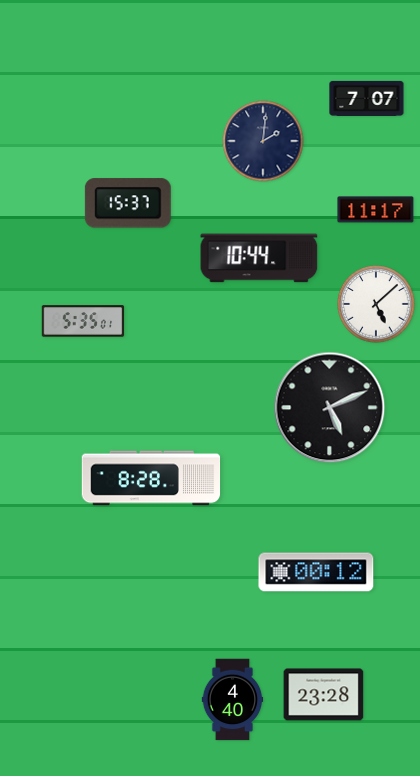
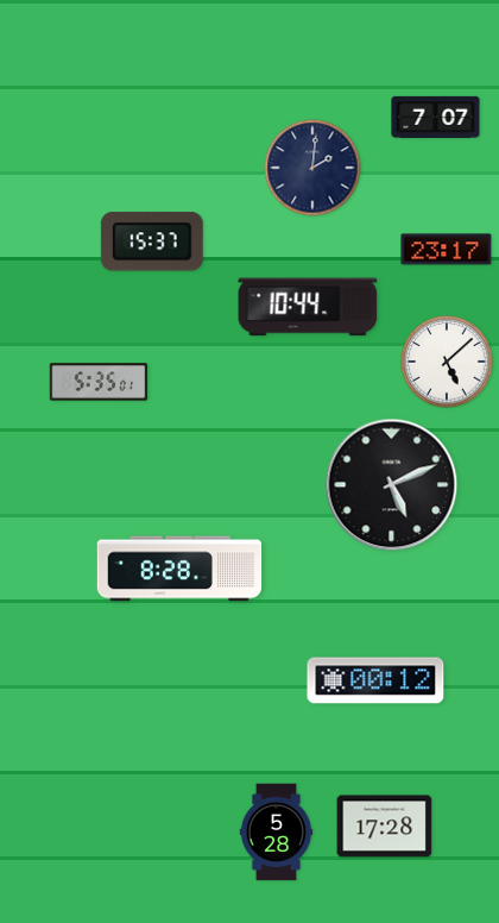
clock at (376, 210): 11:17 -> 23:17
clock at (324, 695): 23:28 -> 17:28
clock at (233, 700): 4:40 -> 5:28
